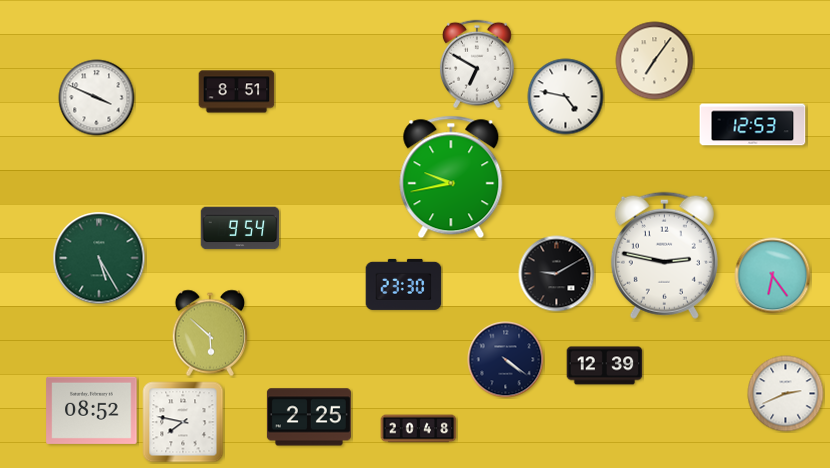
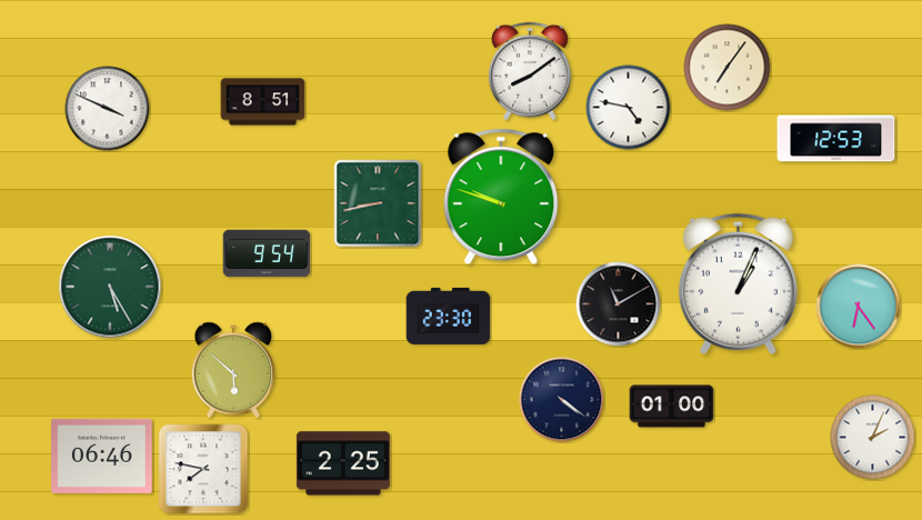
clock at (477, 64): 6:50 -> 8:09
clock at (451, 177): 9:43 -> 9:48
clock at (378, 203): none -> 8:43
clock at (664, 255): 2:47 -> 1:04
clock at (557, 274): 9:10 -> 11:10
clock at (605, 366): 12:39 -> 01:00
clock at (786, 394): 2:41 -> 2:04
clock at (92, 410): 08:52 -> 06:46
clock at (419, 429): 20:48 -> none
